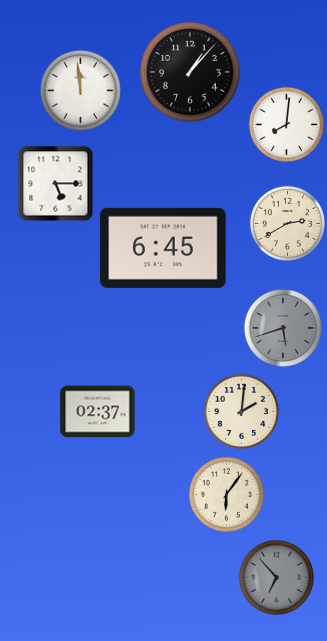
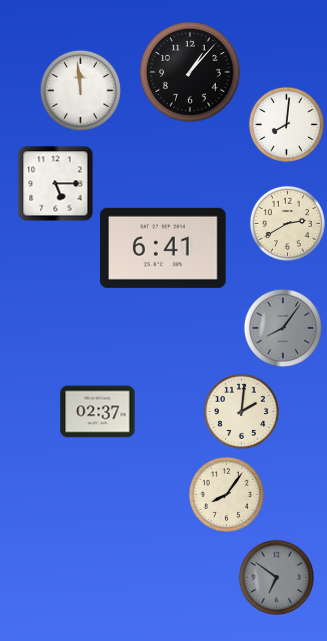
clock at (163, 248): 6:45 -> 6:41
clock at (283, 328): 5:42 -> 8:06
clock at (226, 494): 6:06 -> 8:06
clock at (276, 577): 6:53 -> 6:51
